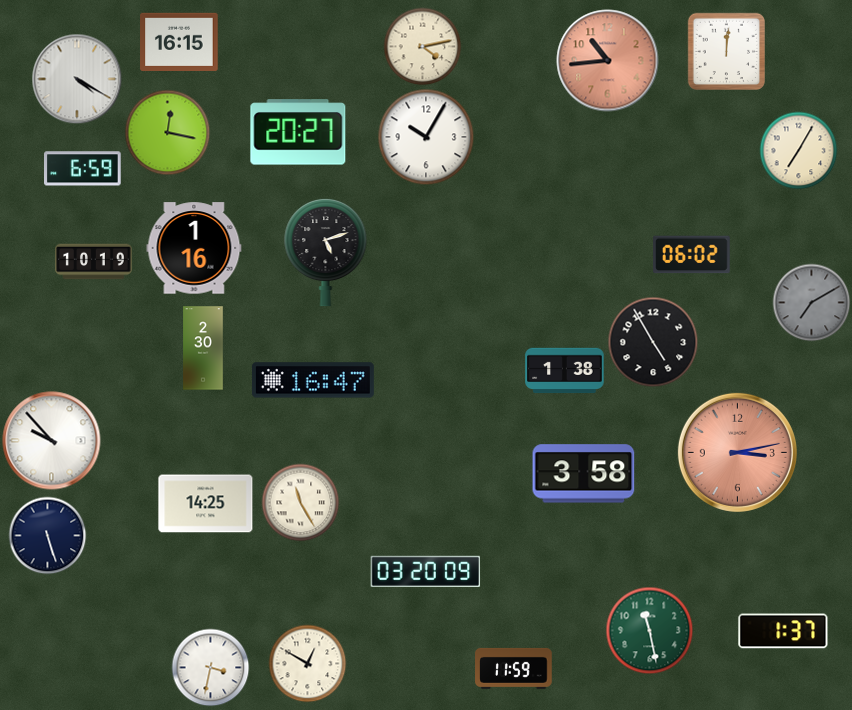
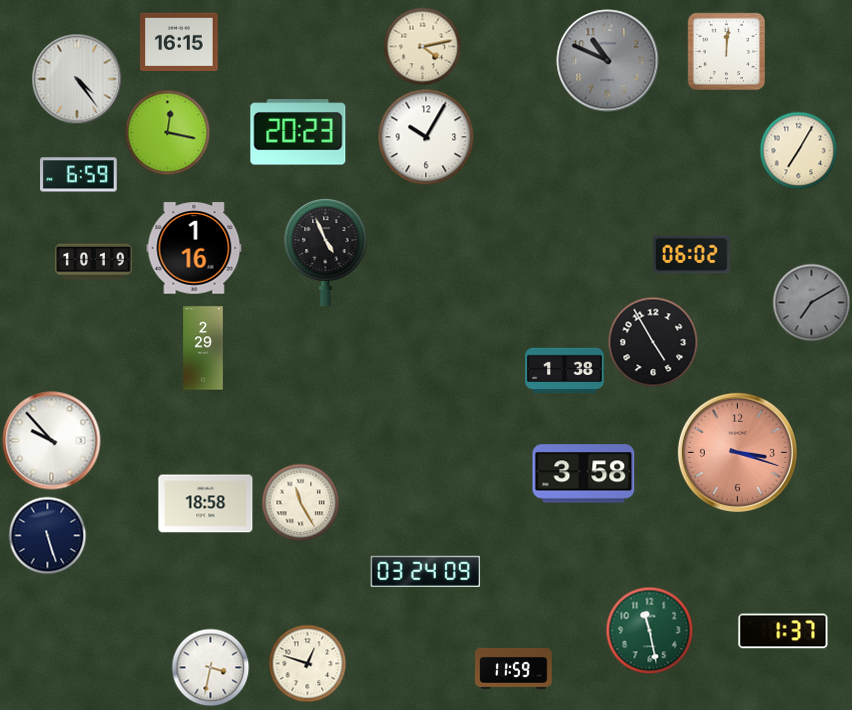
clock at (608, 61): 10:44 -> 10:49
clock at (608, 61) dial: salmon -> grey
clock at (77, 79): 4:20 -> 4:24
clock at (298, 132): 20:27 -> 20:23
clock at (83, 169) position: (83, 169) -> (79, 175)
clock at (326, 252): 5:12 -> 4:56
clock at (203, 348): 2:30 -> 2:29
clock at (313, 380): 16:47 -> none
clock at (737, 452): 3:13 -> 3:18
clock at (206, 504): 14:25 -> 18:58
clock at (426, 571): 03:20 -> 03:24
clock at (307, 663): 12:50 -> 12:48
